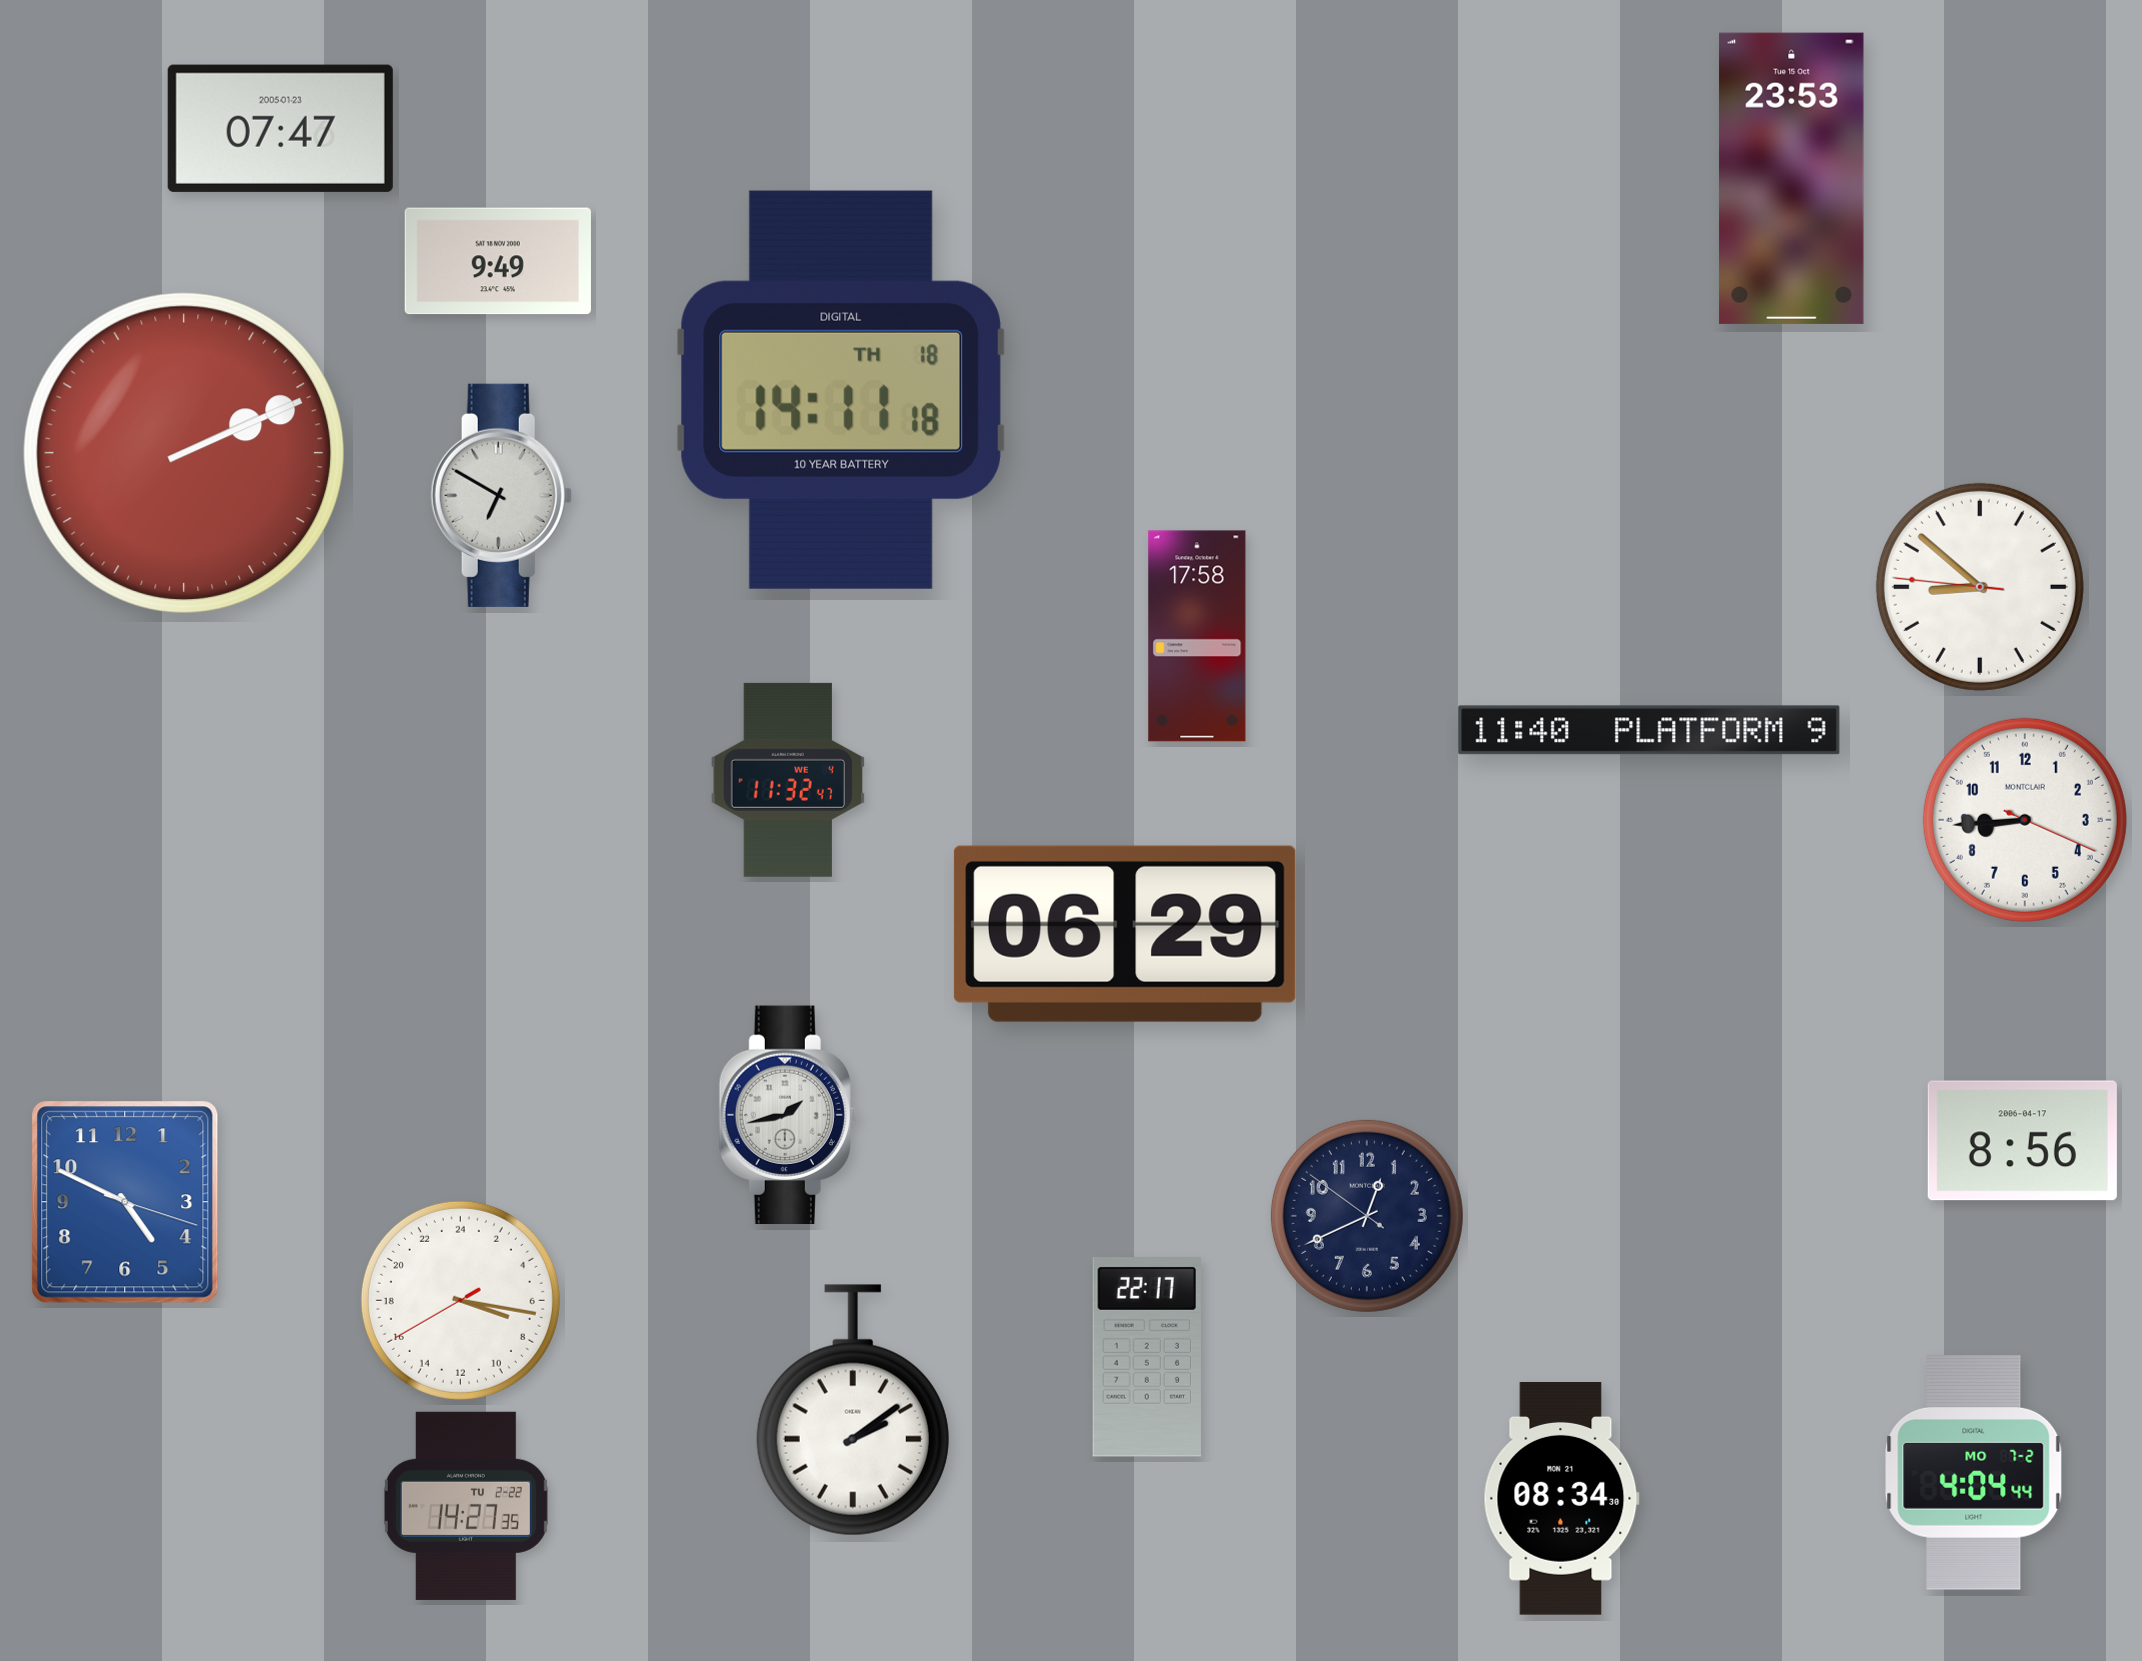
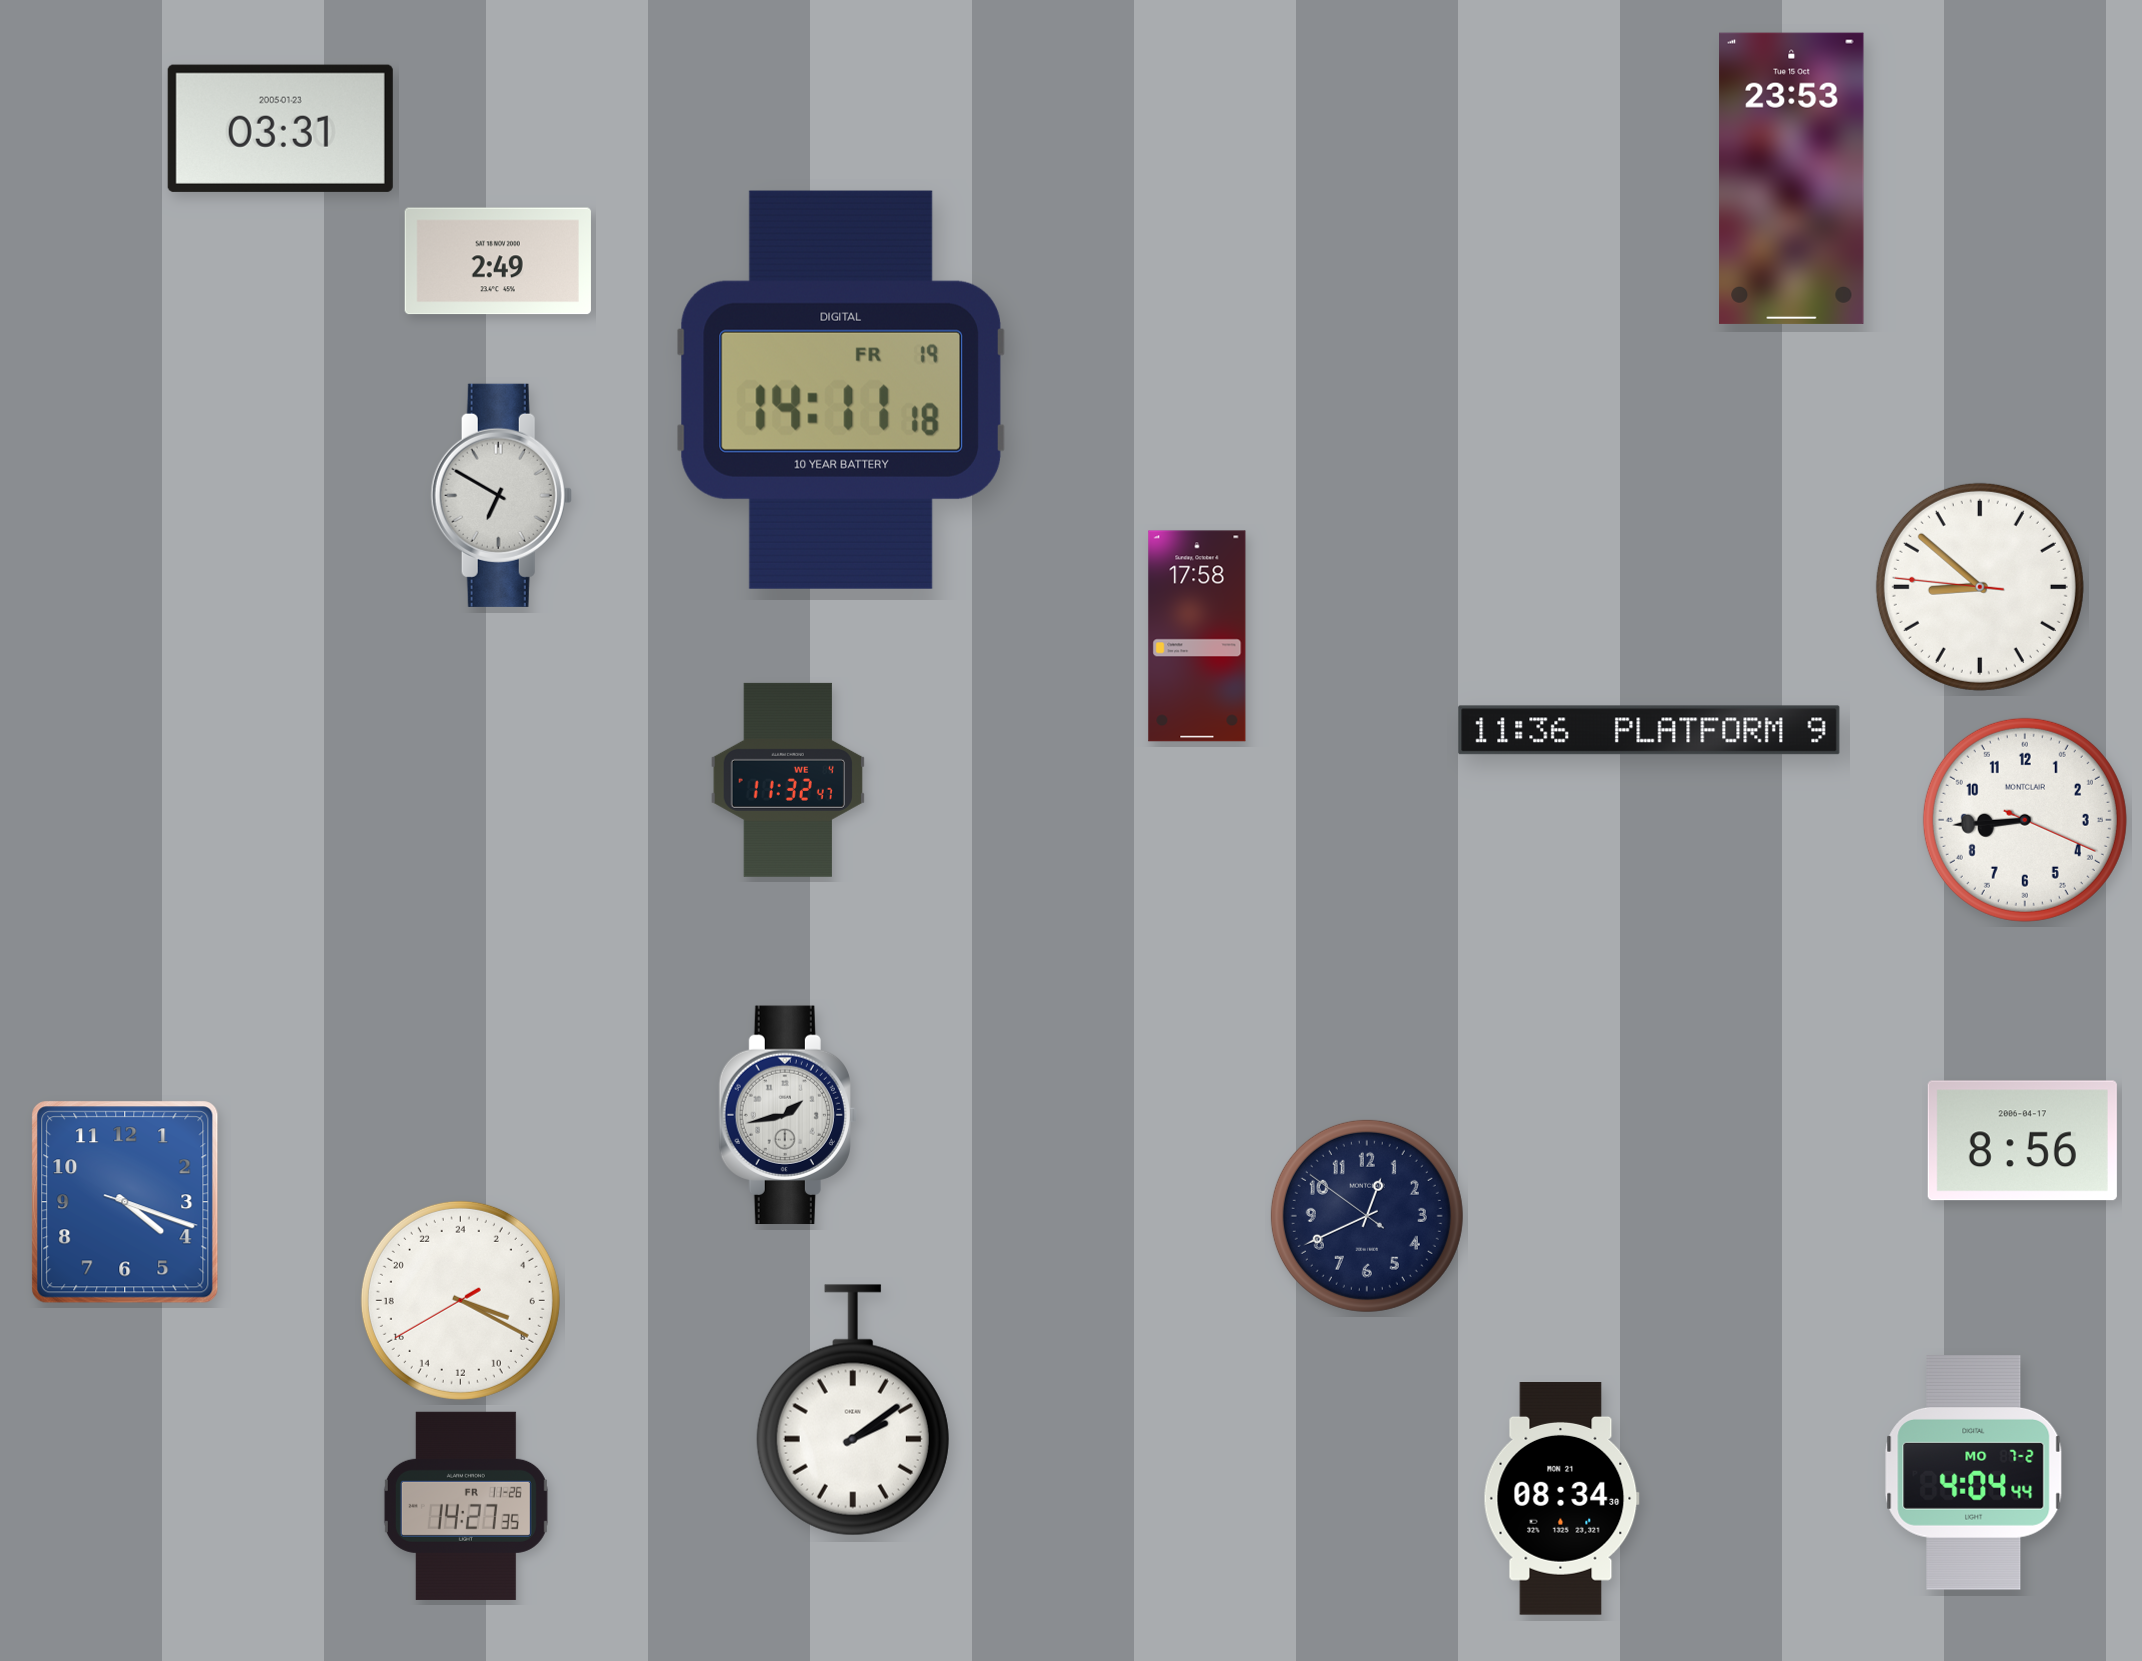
clock at (280, 128): 07:47 -> 03:31
clock at (498, 261): 9:49 -> 2:49
clock at (841, 390) date: TH 18 -> FR 19
clock at (184, 453): 2:11 -> none
clock at (1649, 730): 11:40 -> 11:36
clock at (1125, 934): 06:29 -> none
clock at (125, 1202): 4:49 -> 4:18
clock at (460, 1300): 7:16 -> 7:19
clock at (1147, 1358): 22:17 -> none
clock at (466, 1506) date: TU 2-22 -> FR 11-26
